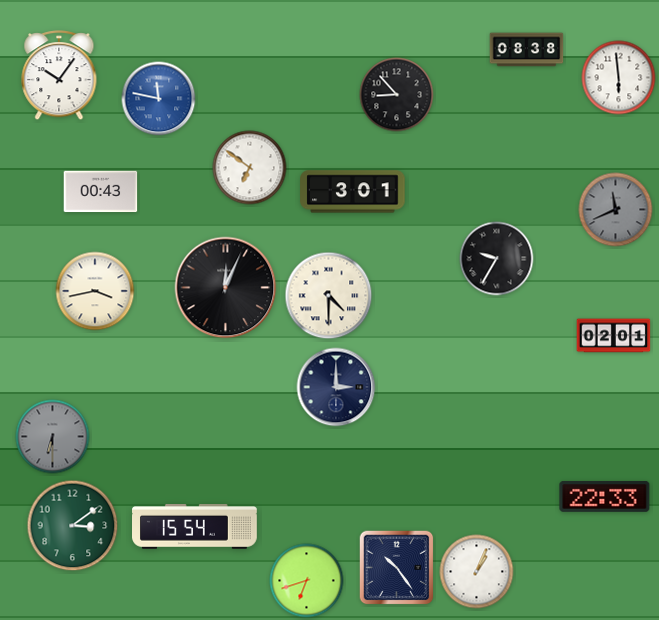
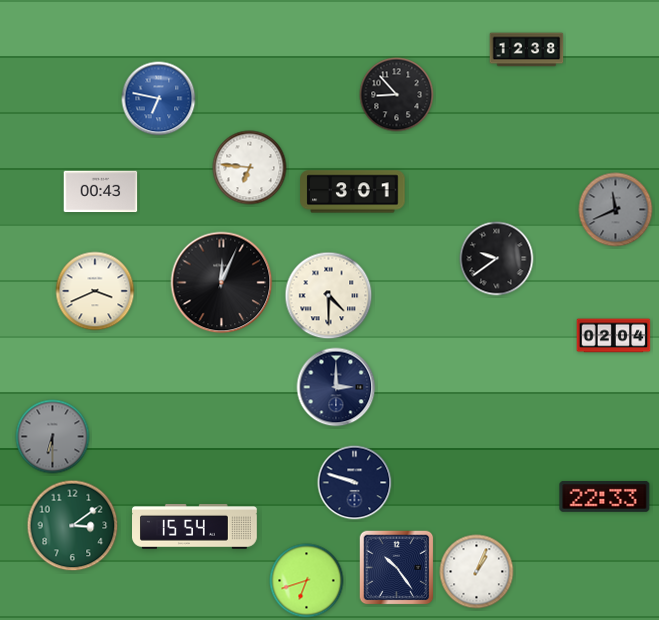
clock at (527, 50): 08:38 -> 12:38
clock at (59, 76): 10:06 -> none
clock at (619, 78): 5:59 -> none
clock at (159, 99): 11:47 -> 6:47
clock at (250, 168): 6:51 -> 6:46
clock at (497, 259): 9:35 -> 9:39
clock at (226, 288) position: (226, 288) -> (222, 283)
clock at (95, 291): 3:43 -> 3:41
clock at (614, 336): 02:01 -> 02:04
clock at (355, 483): none -> 9:48
